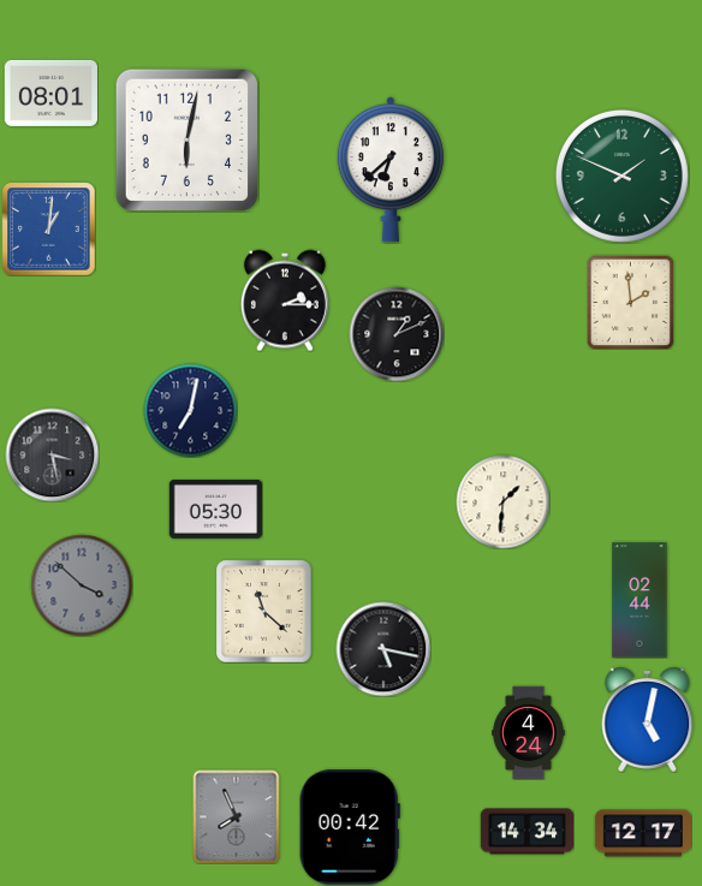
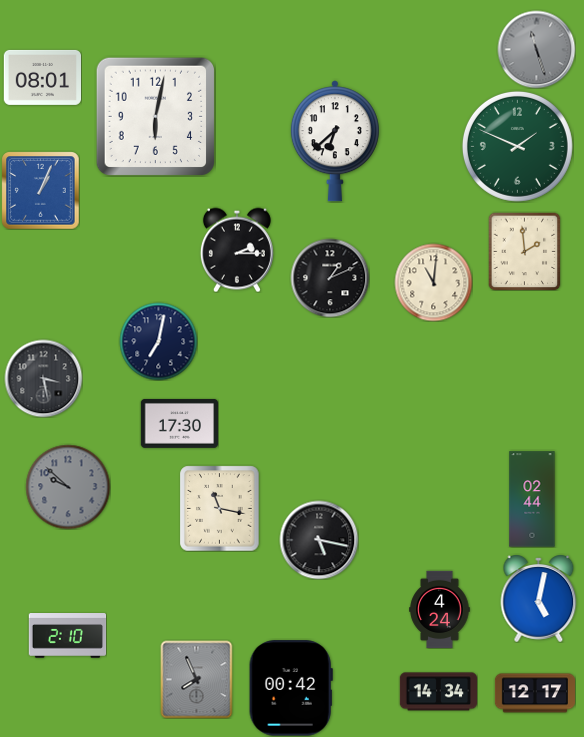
clock at (536, 49): none -> 11:27
clock at (391, 170) position: (391, 170) -> (335, 141)
clock at (48, 228): 1:01 -> 1:04
clock at (433, 282): none -> 11:01
clock at (502, 501): 1:31 -> none
clock at (215, 509): 05:30 -> 17:30
clock at (82, 585): 3:52 -> 9:52
clock at (264, 611): 11:22 -> 11:17
clock at (67, 636): none -> 2:10
